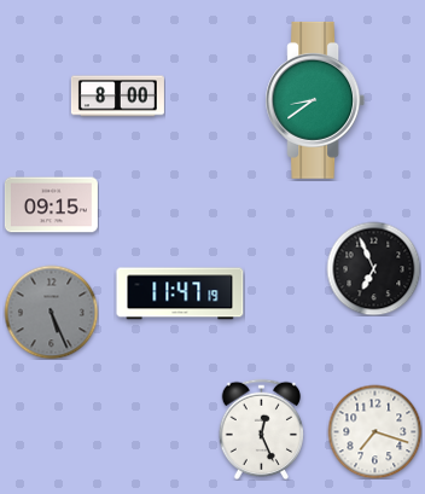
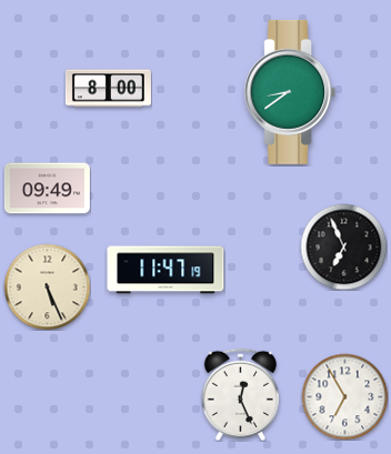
clock at (51, 205): 09:15 -> 09:49
clock at (51, 312) dial: grey -> cream
clock at (374, 431): 7:18 -> 6:55
